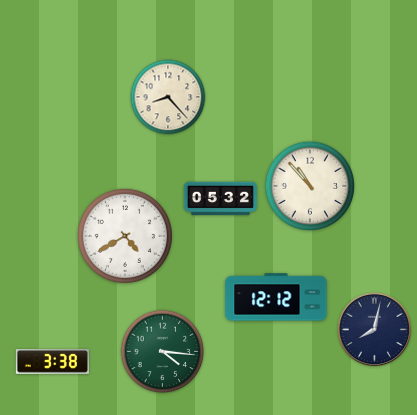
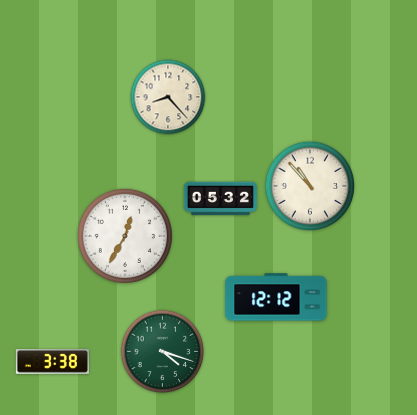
clock at (125, 236): 4:40 -> 12:35
clock at (375, 330): 8:02 -> none
clock at (163, 352): 4:16 -> 4:18
